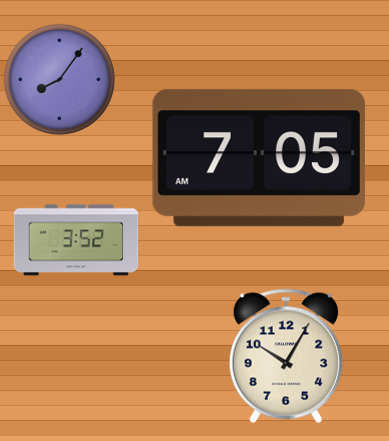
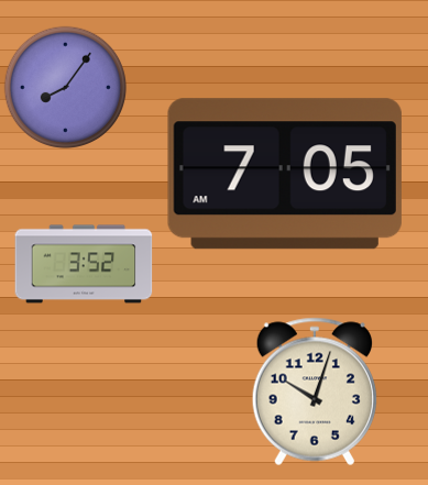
clock at (286, 356): 10:05 -> 10:03
